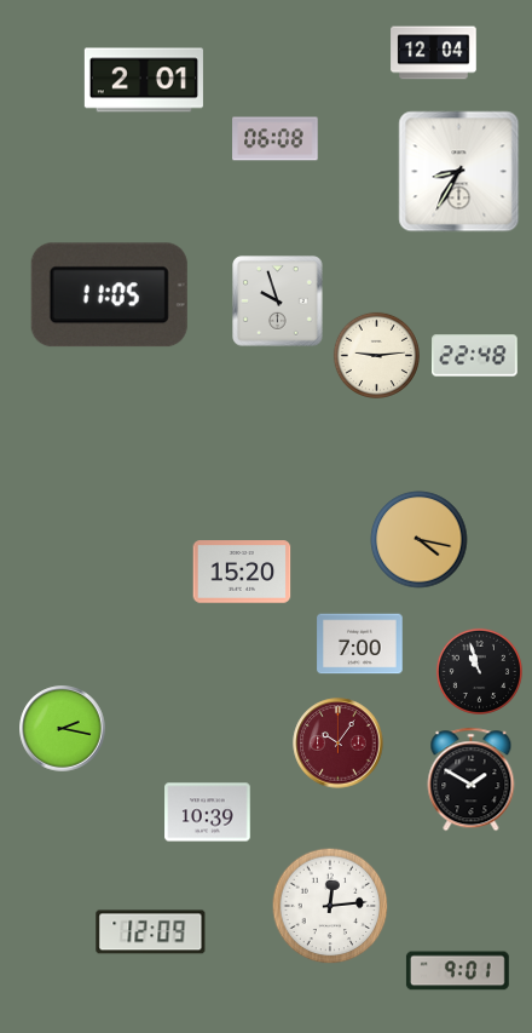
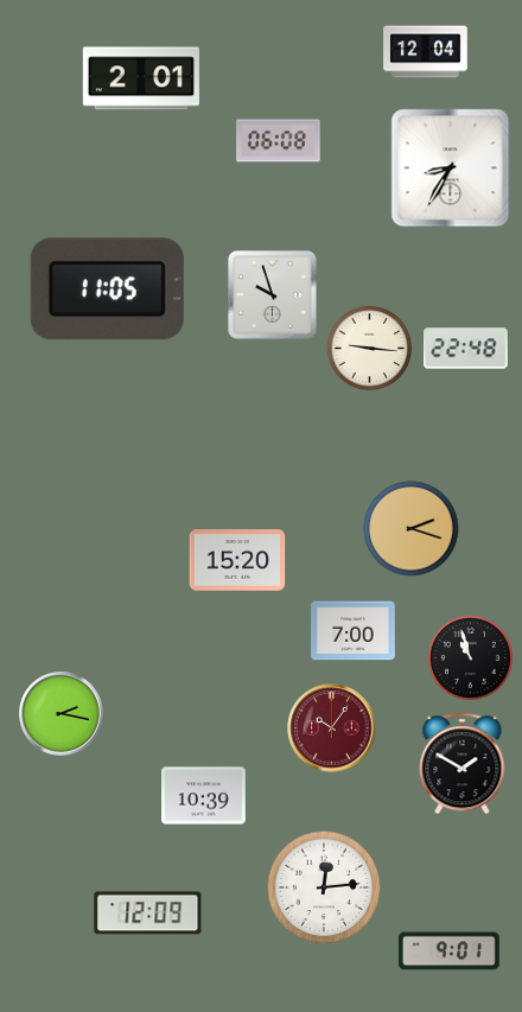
clock at (276, 139) position: (276, 139) -> (279, 141)
clock at (376, 355): 9:14 -> 9:16
clock at (420, 540): 4:17 -> 2:18
